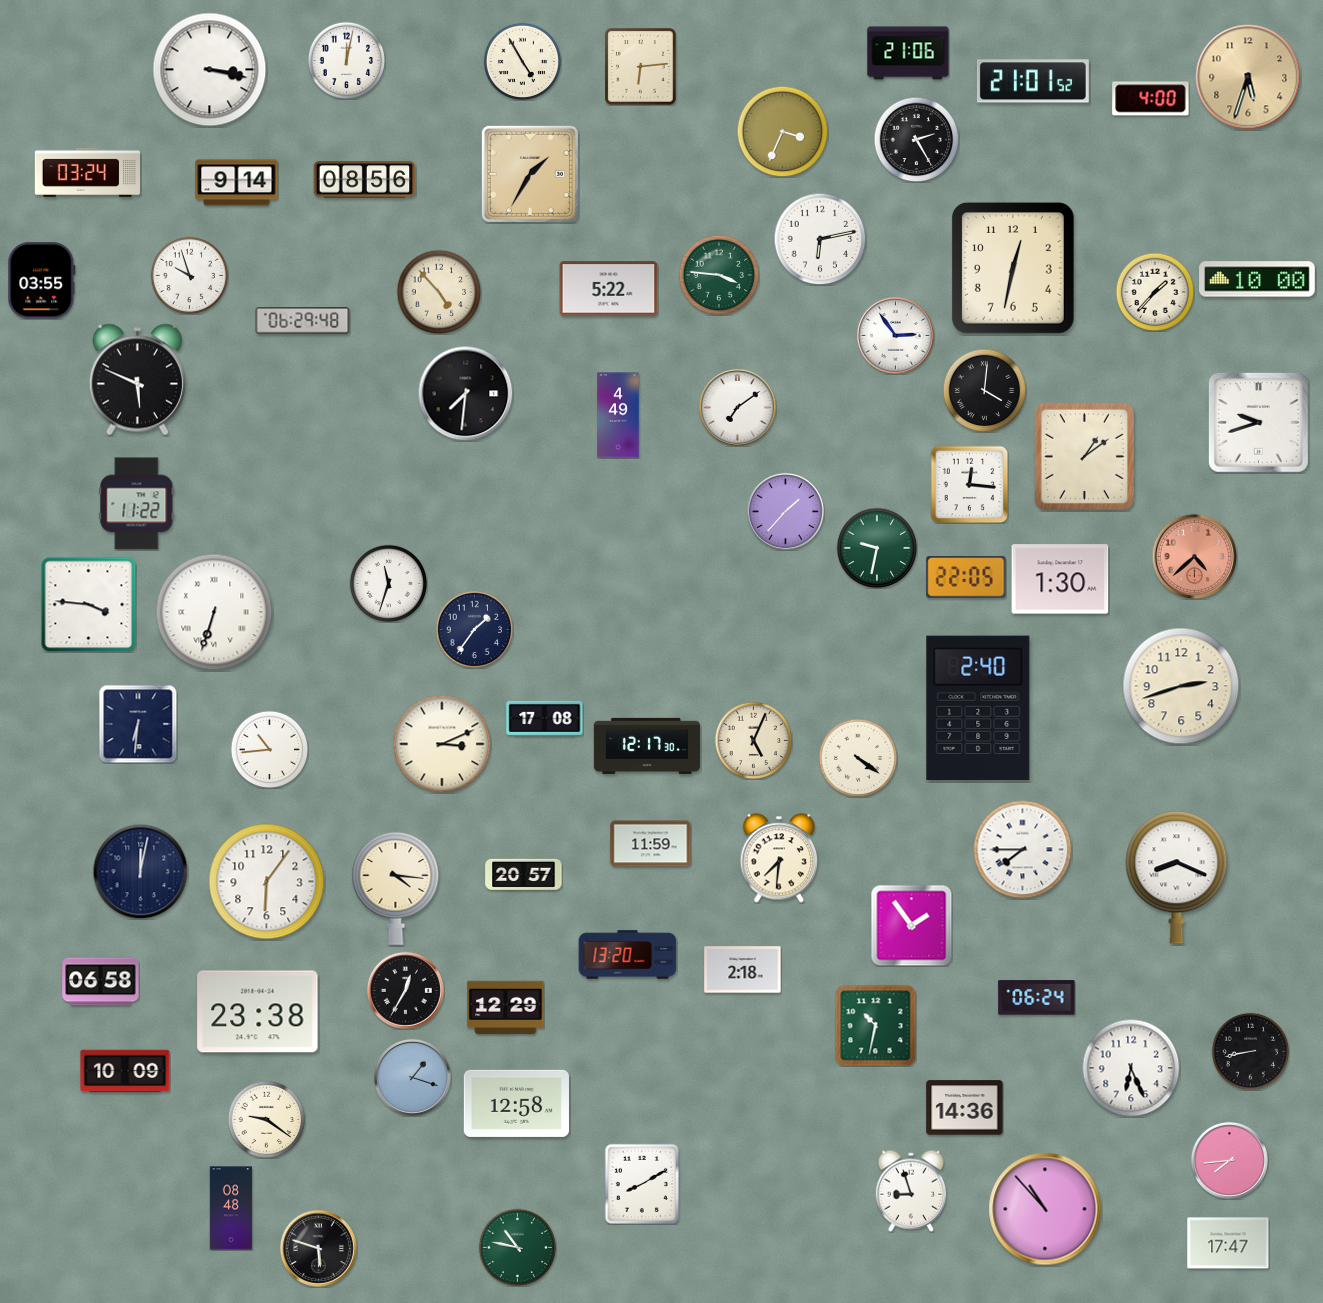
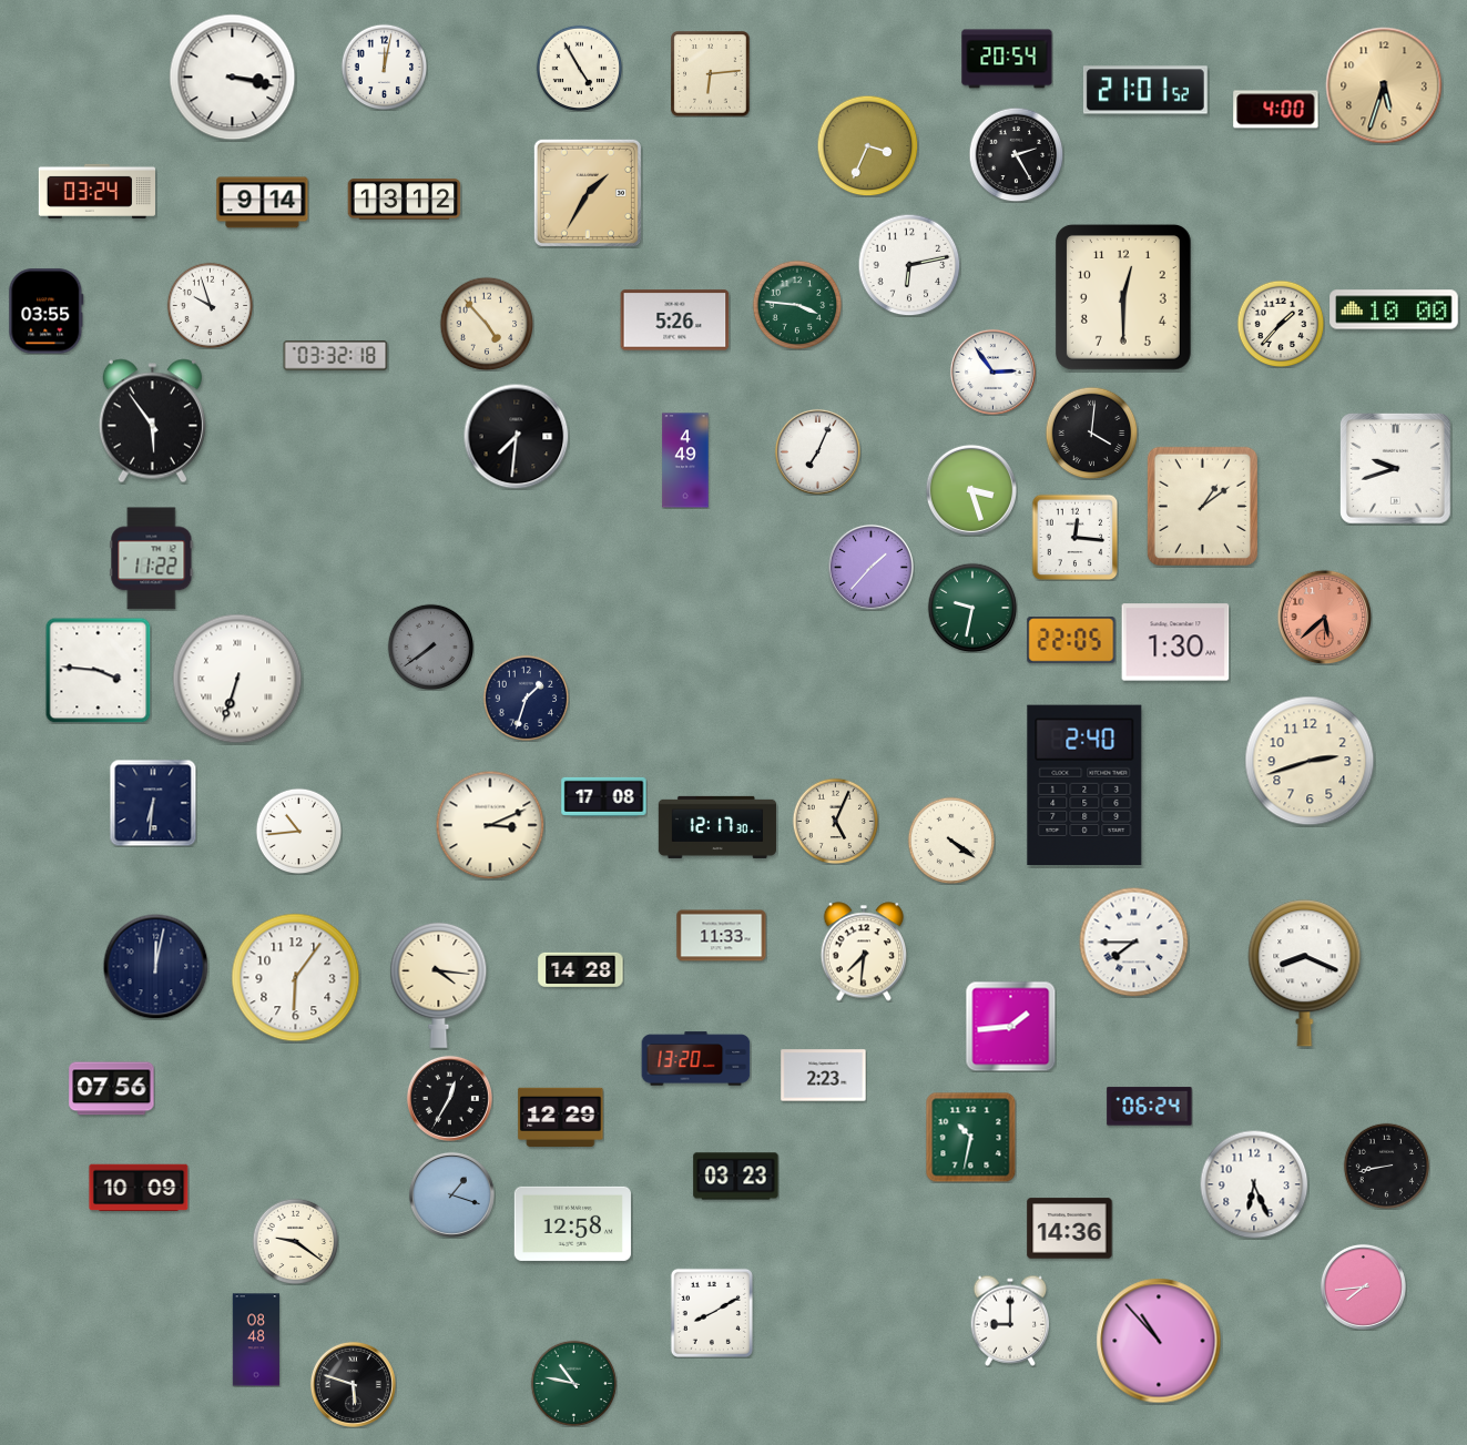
clock at (908, 53): 21:06 -> 20:54
clock at (365, 180): 08:56 -> 13:12
clock at (1013, 268): 12:32 -> 12:30
clock at (609, 289): 5:22 -> 5:26
clock at (303, 321): 06:29 -> 03:32
clock at (137, 380): 5:49 -> 5:54
clock at (737, 407): 7:09 -> 7:04
clock at (970, 489): none -> 3:27
clock at (1194, 556): 4:38 -> 5:38
clock at (388, 583): 11:33 -> 7:39
clock at (388, 583) dial: white -> grey
clock at (474, 629): 1:36 -> 1:33
clock at (651, 844): 11:59 -> 11:33
clock at (524, 874): 20:57 -> 14:28
clock at (911, 925): 1:54 -> 1:44
clock at (743, 970): 2:18 -> 2:23
clock at (101, 982): 06:58 -> 07:56
clock at (258, 1012): 23:38 -> none
clock at (736, 1177): none -> 03:23
clock at (412, 1077) position: (412, 1077) -> (451, 1194)
clock at (911, 1191): 8:57 -> 9:00
clock at (1228, 1243): 17:47 -> none
